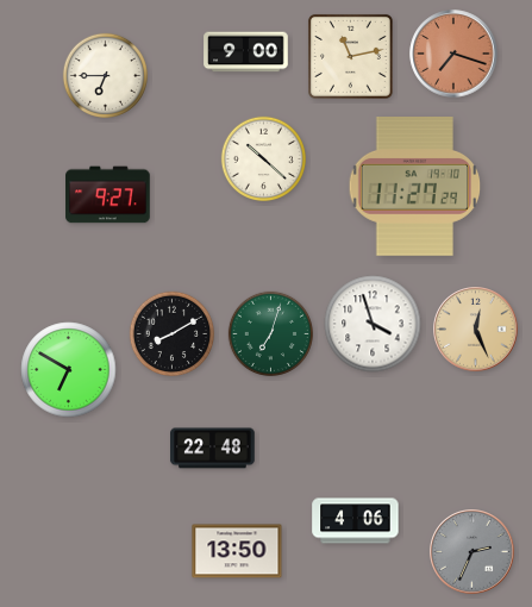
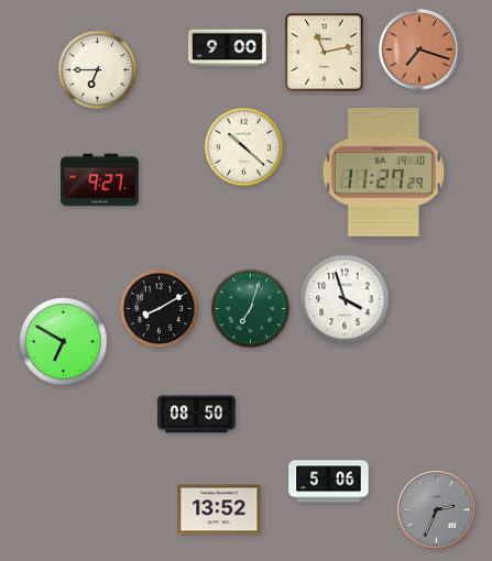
clock at (476, 330): 12:26 -> none
clock at (213, 449): 22:48 -> 08:50
clock at (356, 521): 4:06 -> 5:06
clock at (237, 551): 13:50 -> 13:52
